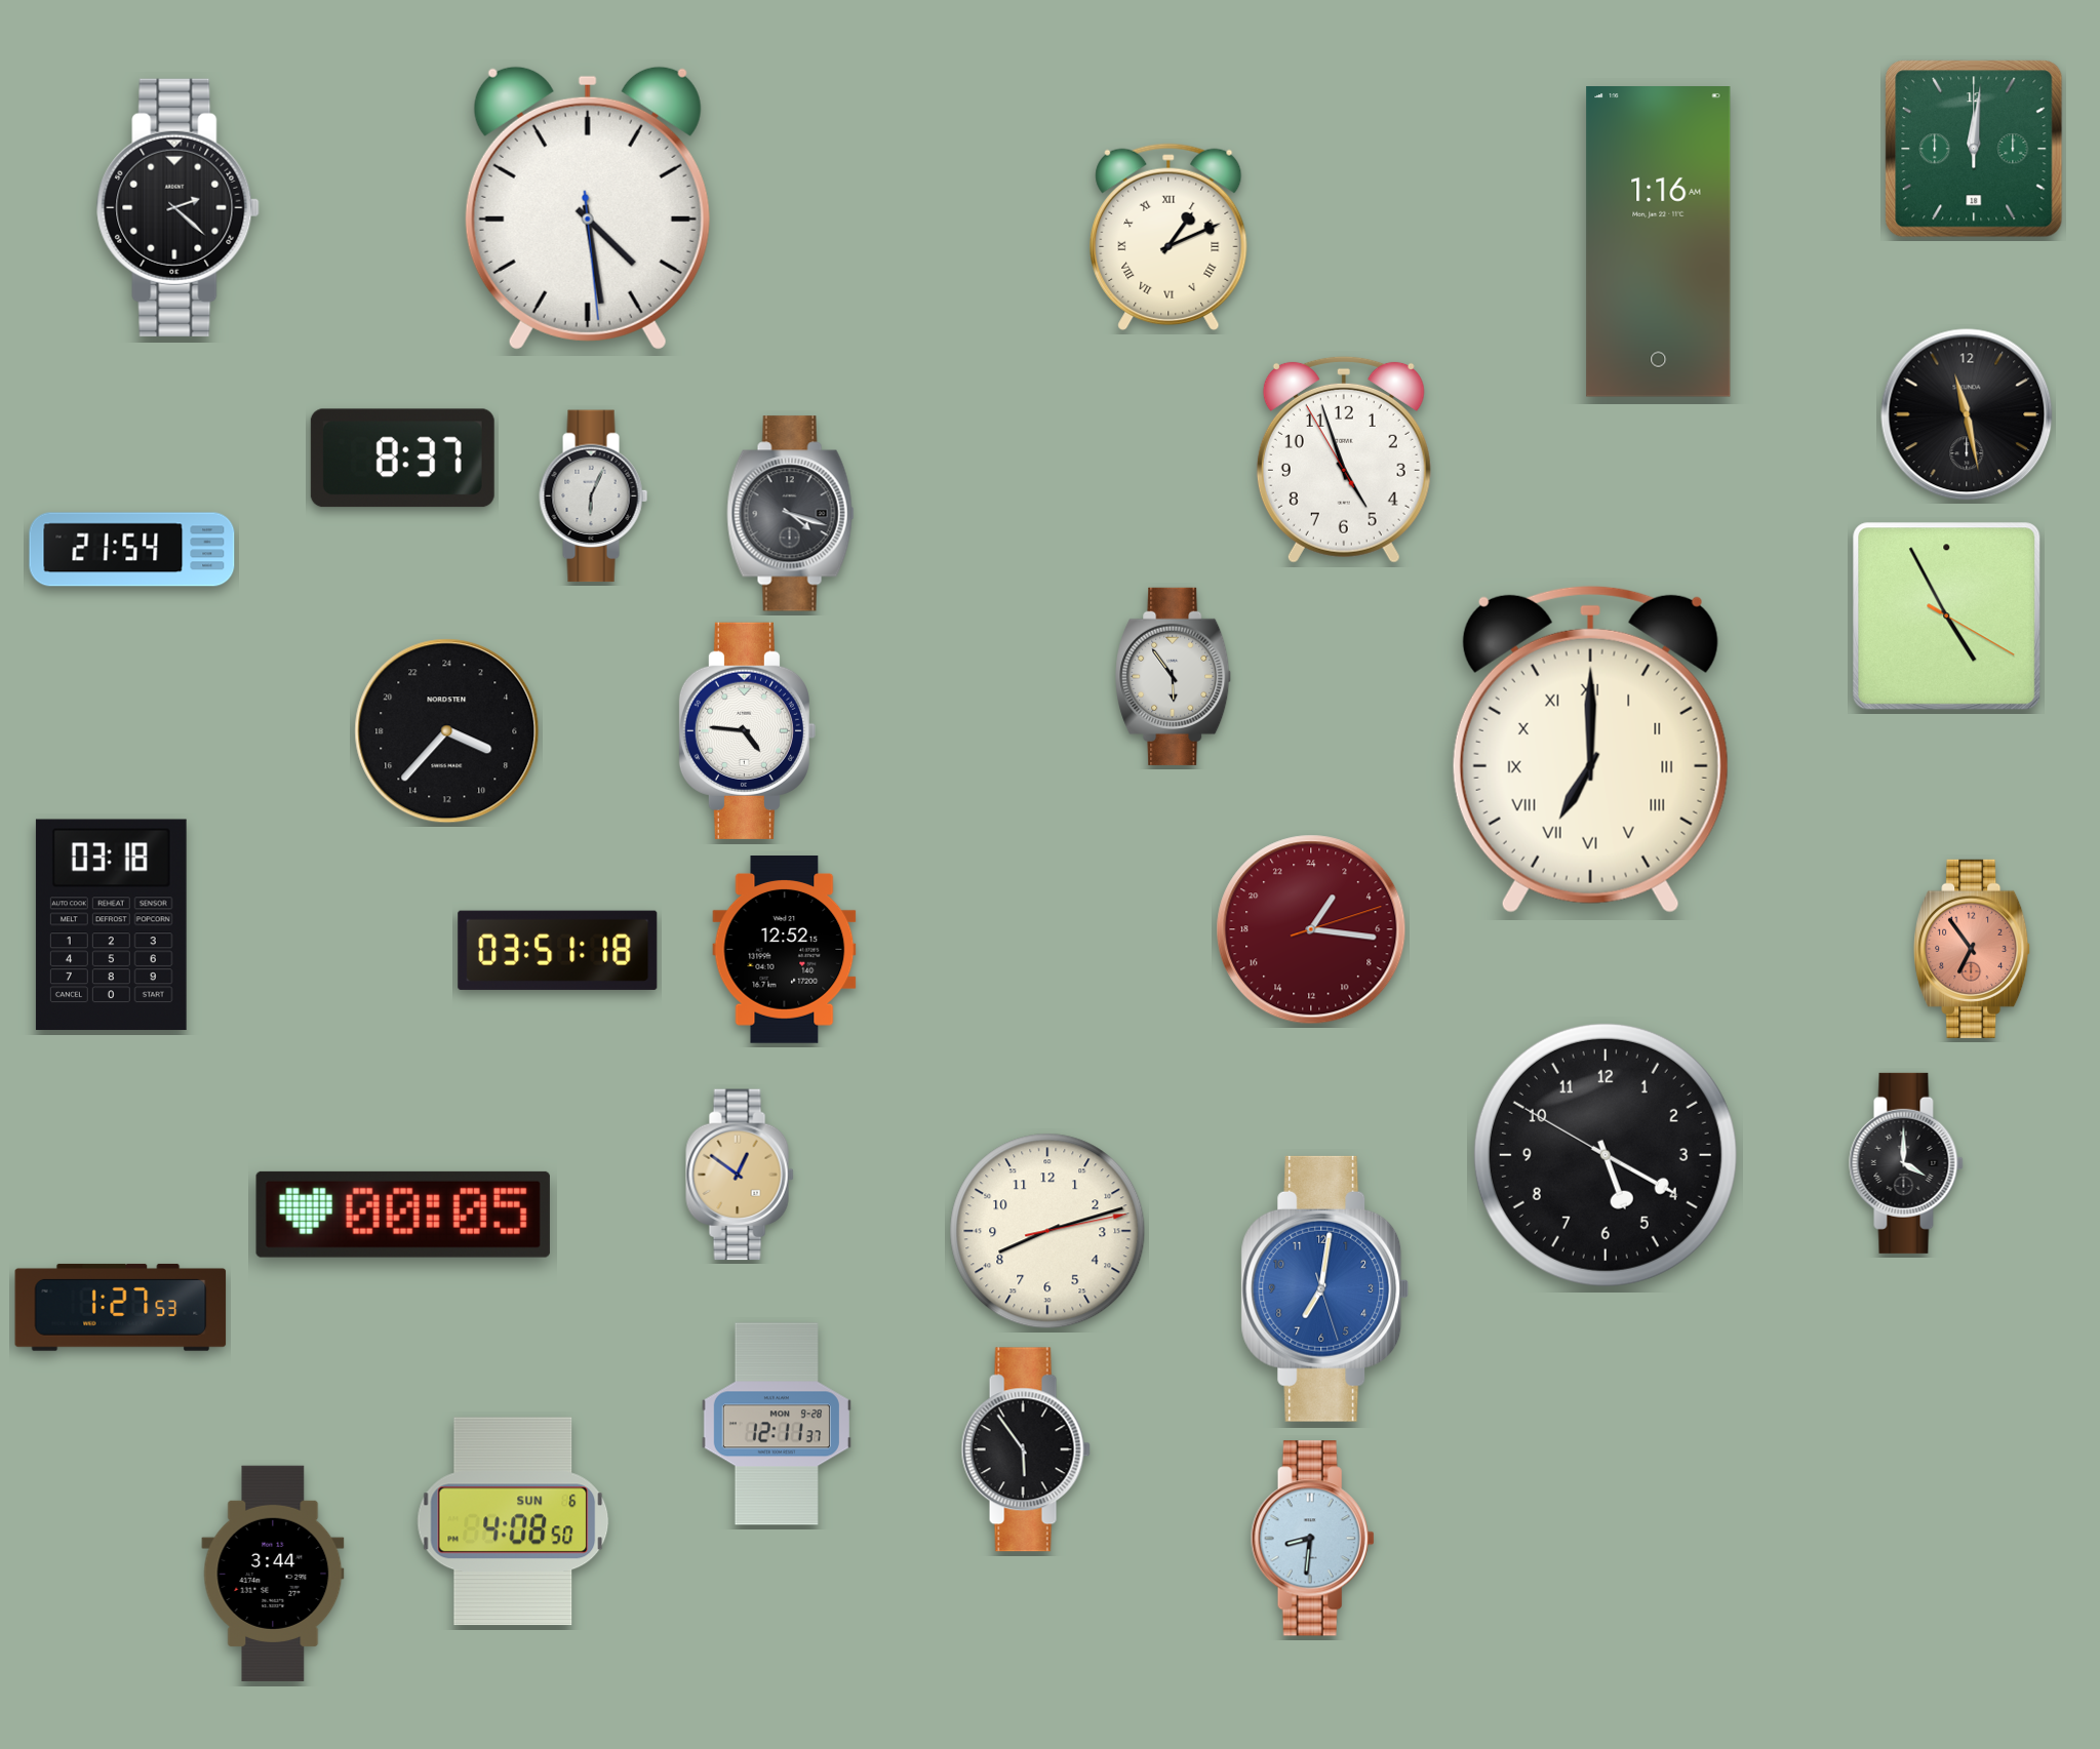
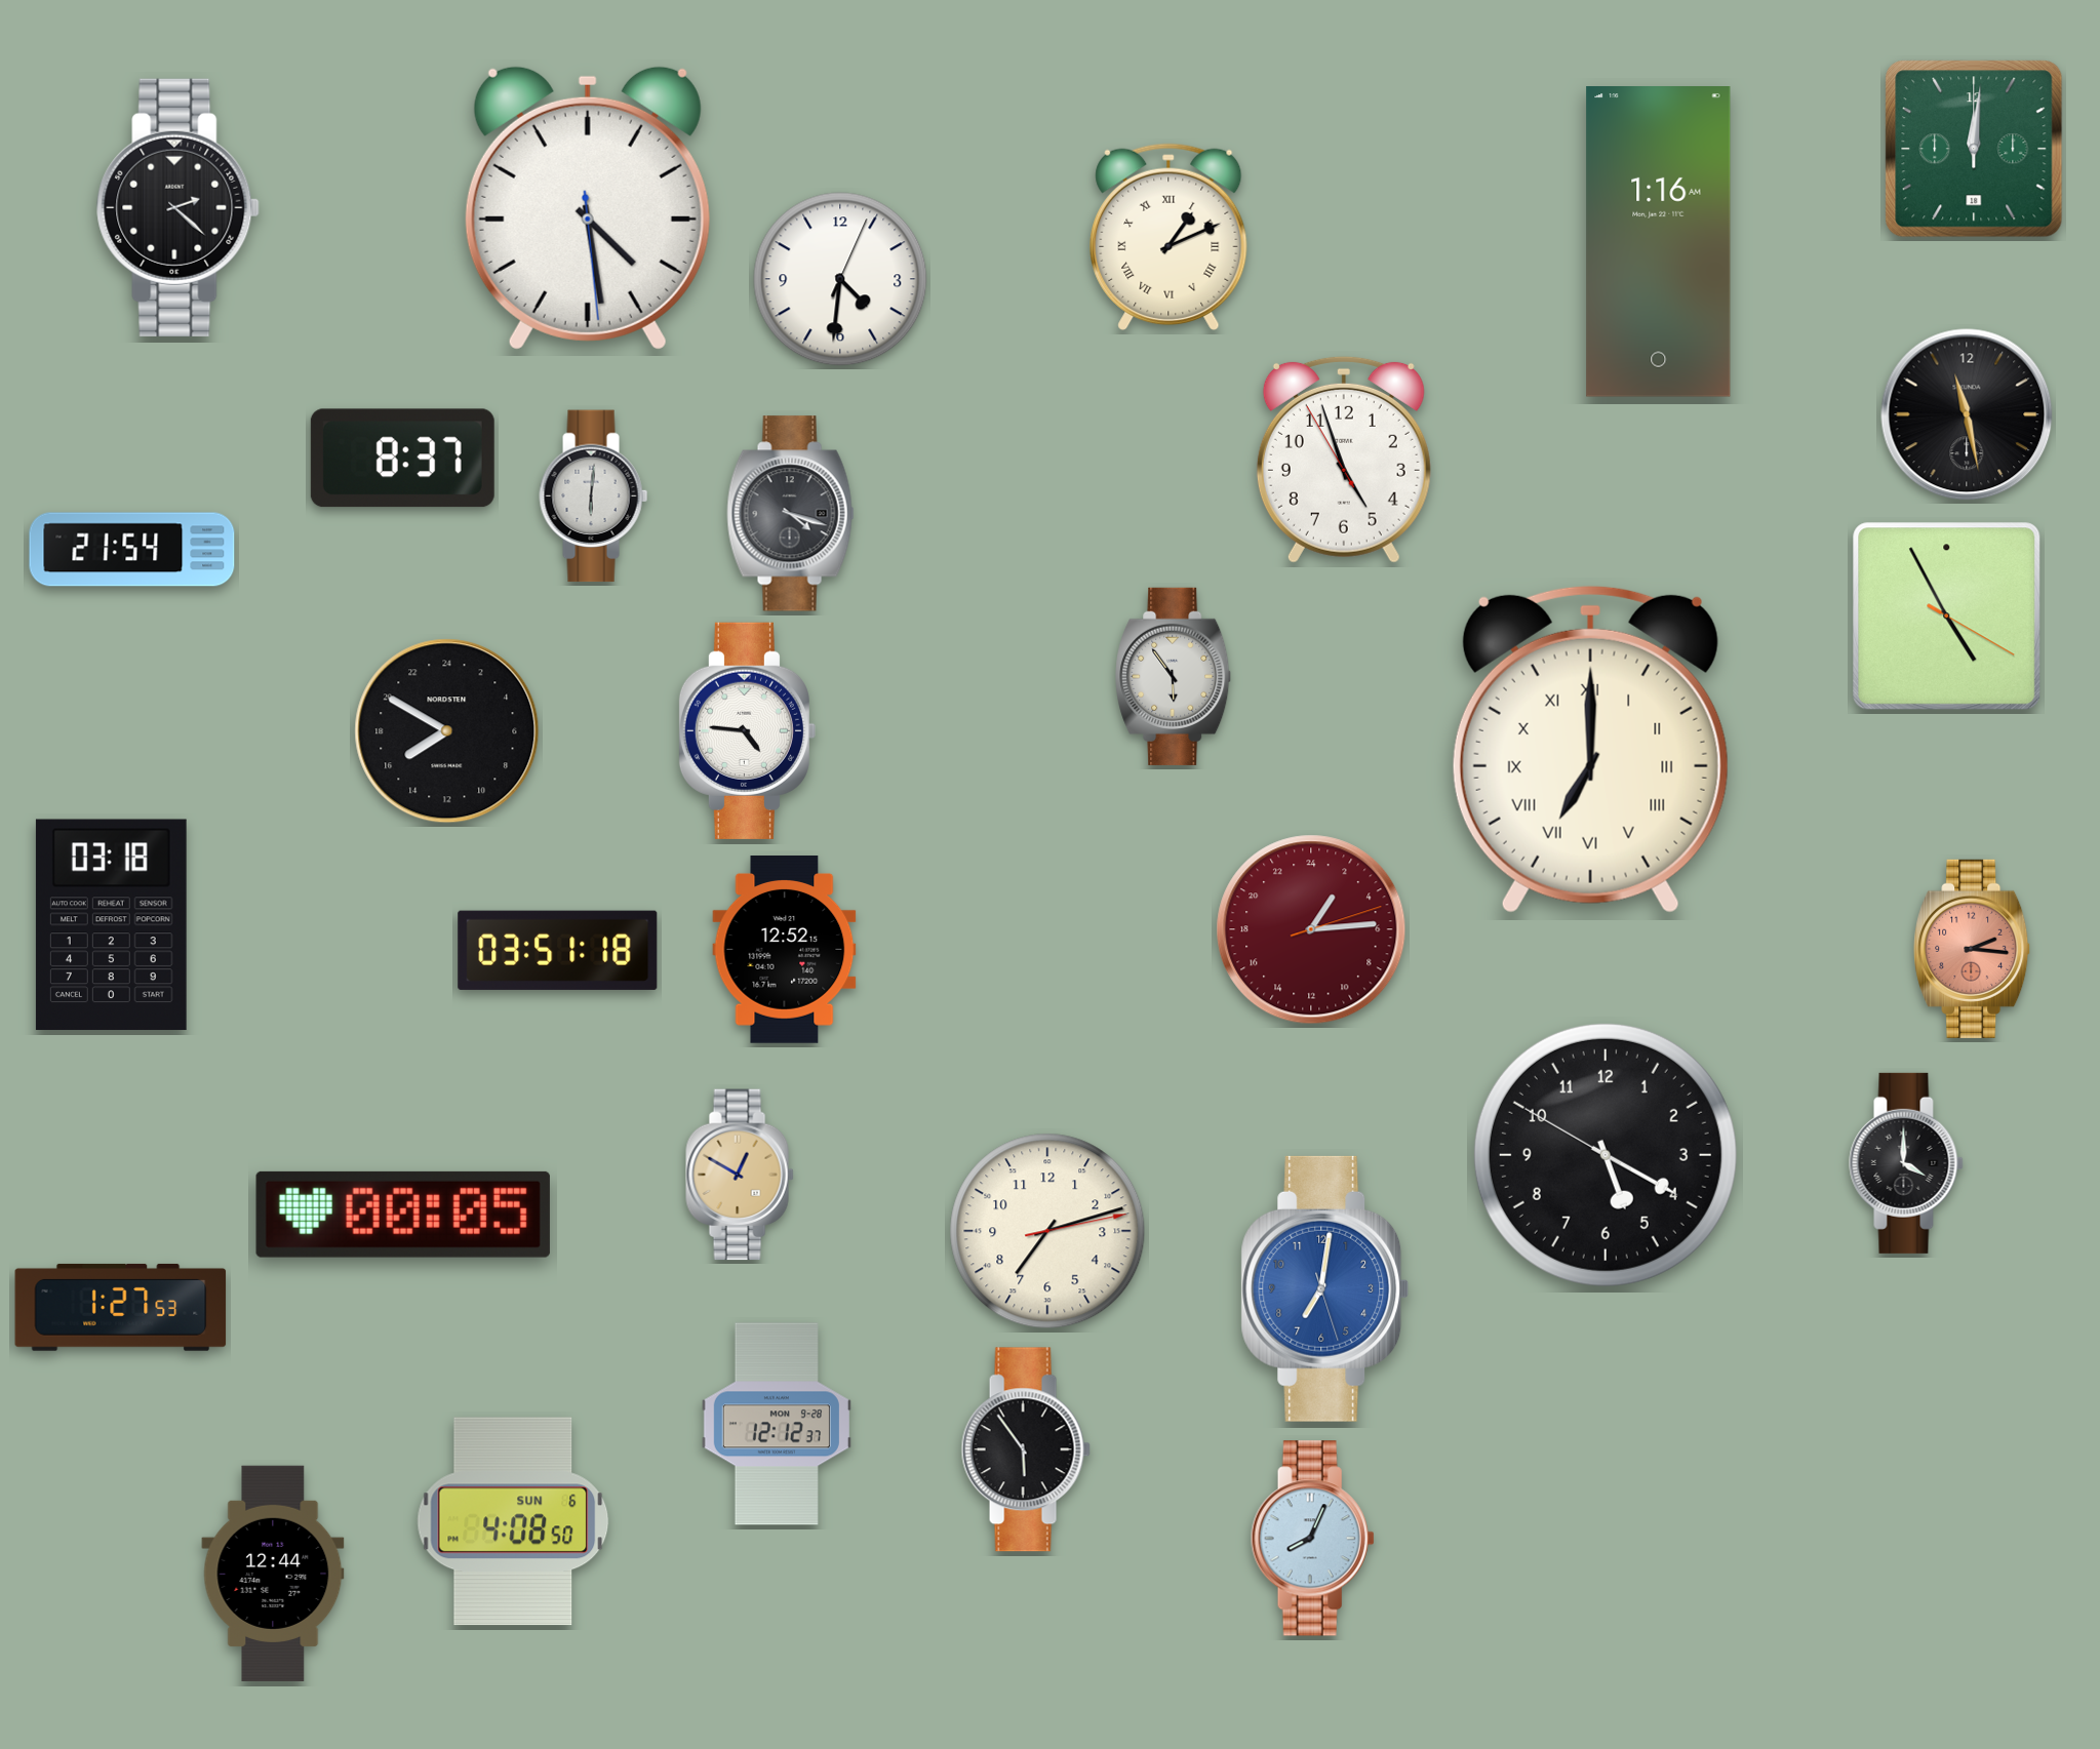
clock at (840, 279): none -> 4:31
clock at (594, 496): 6:04 -> 6:01
clock at (447, 731): 7:37 -> 15:50
clock at (1311, 929): 2:16 -> 2:14
clock at (1973, 949): 6:54 -> 2:16
clock at (740, 1175): 12:51 -> 12:50
clock at (1047, 1231): 8:12 -> 7:12
clock at (777, 1424): 12:11 -> 12:12
clock at (1312, 1539): 8:31 -> 8:04
clock at (273, 1574): 3:44 -> 12:44
